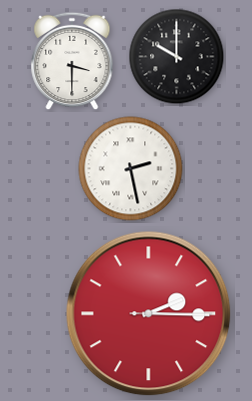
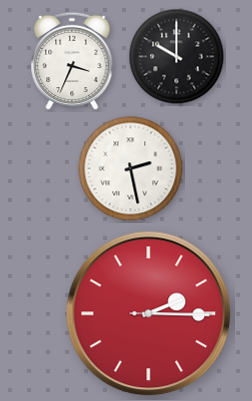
clock at (72, 61): 3:30 -> 3:34
